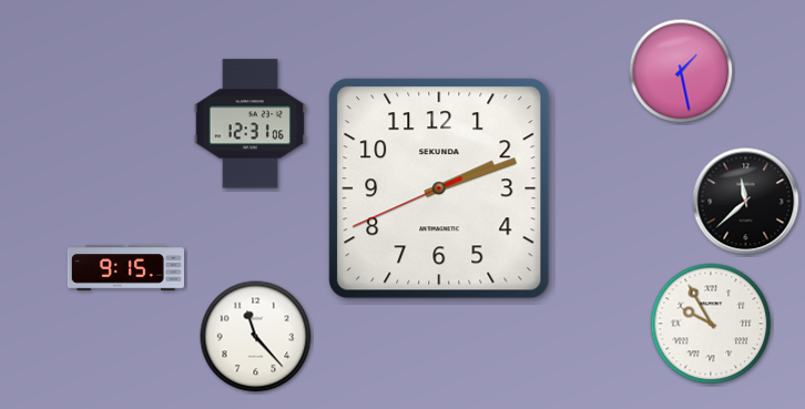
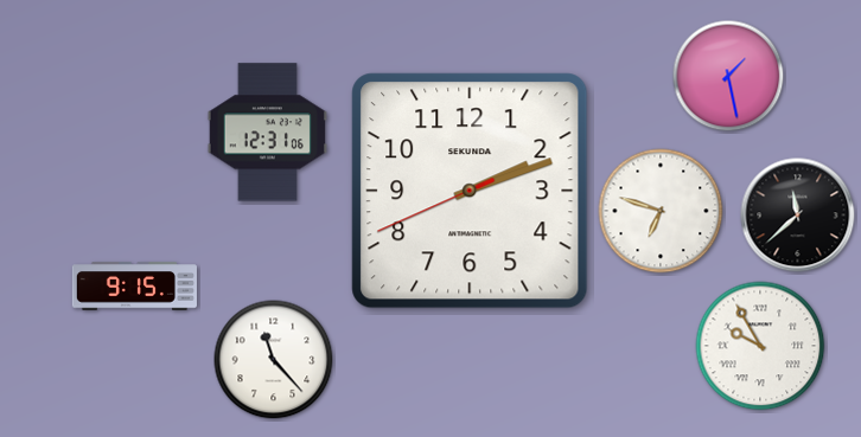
clock at (439, 188) position: (439, 188) -> (470, 191)
clock at (661, 211): none -> 6:48
